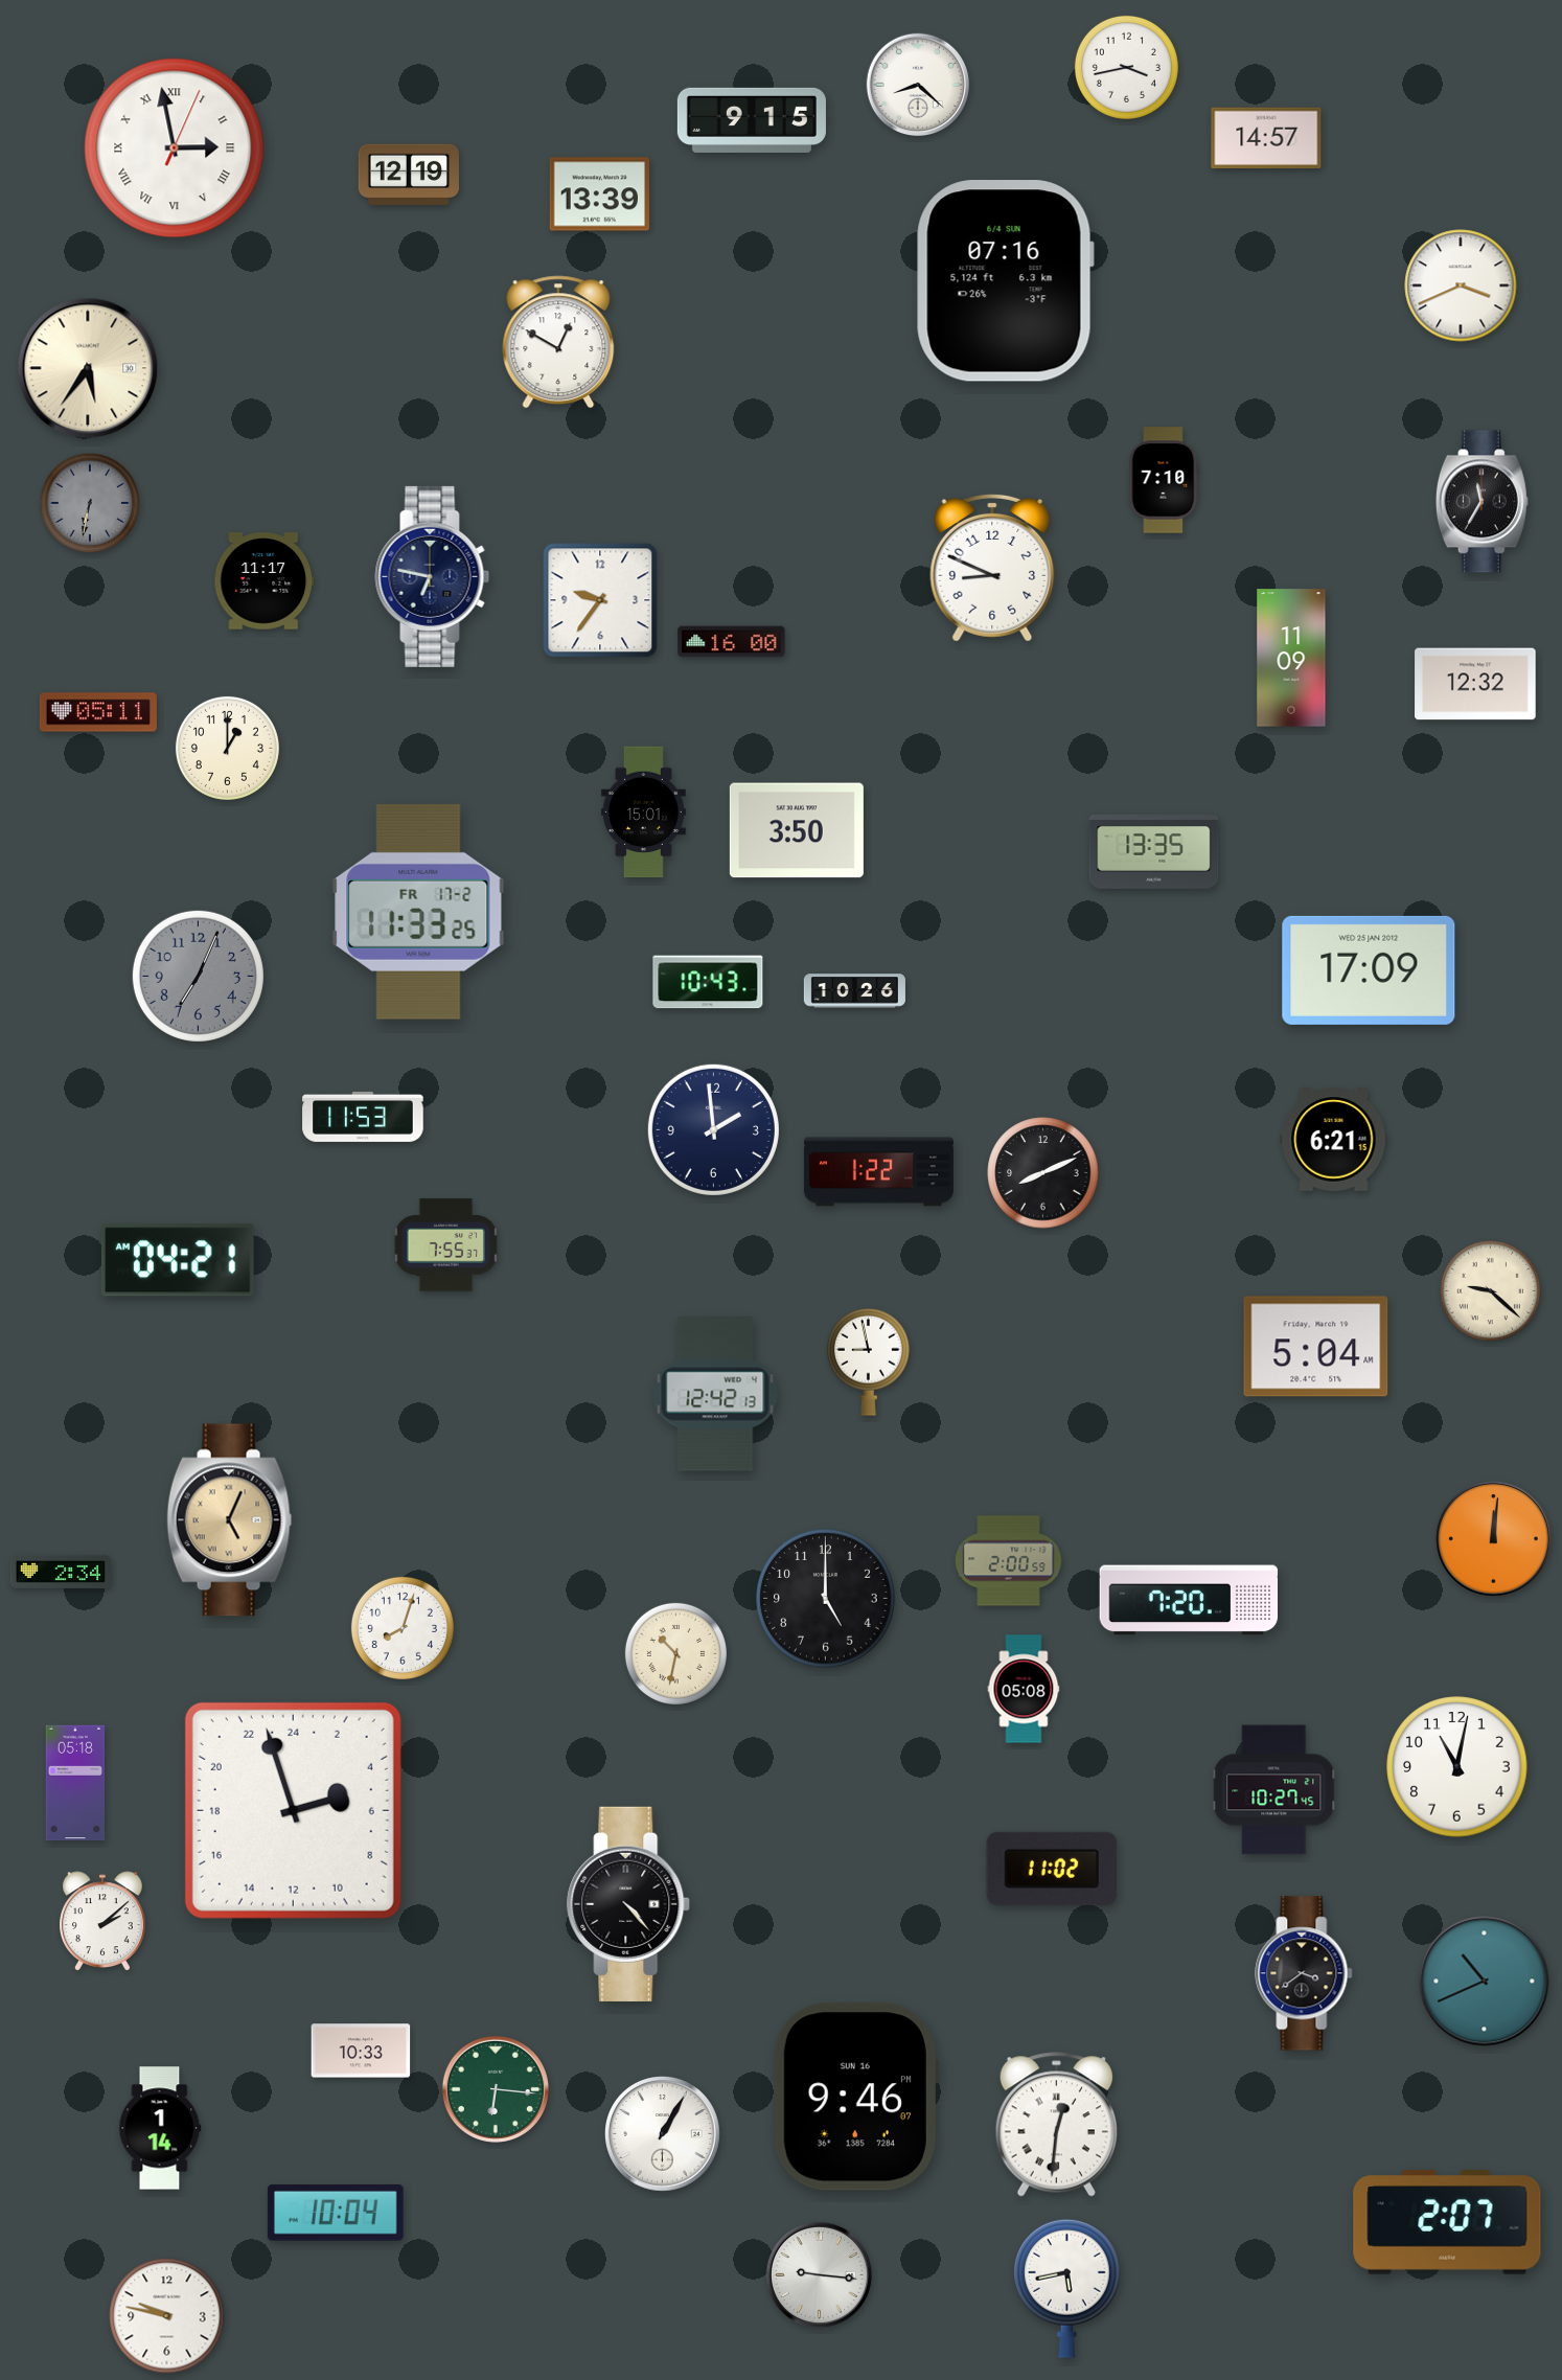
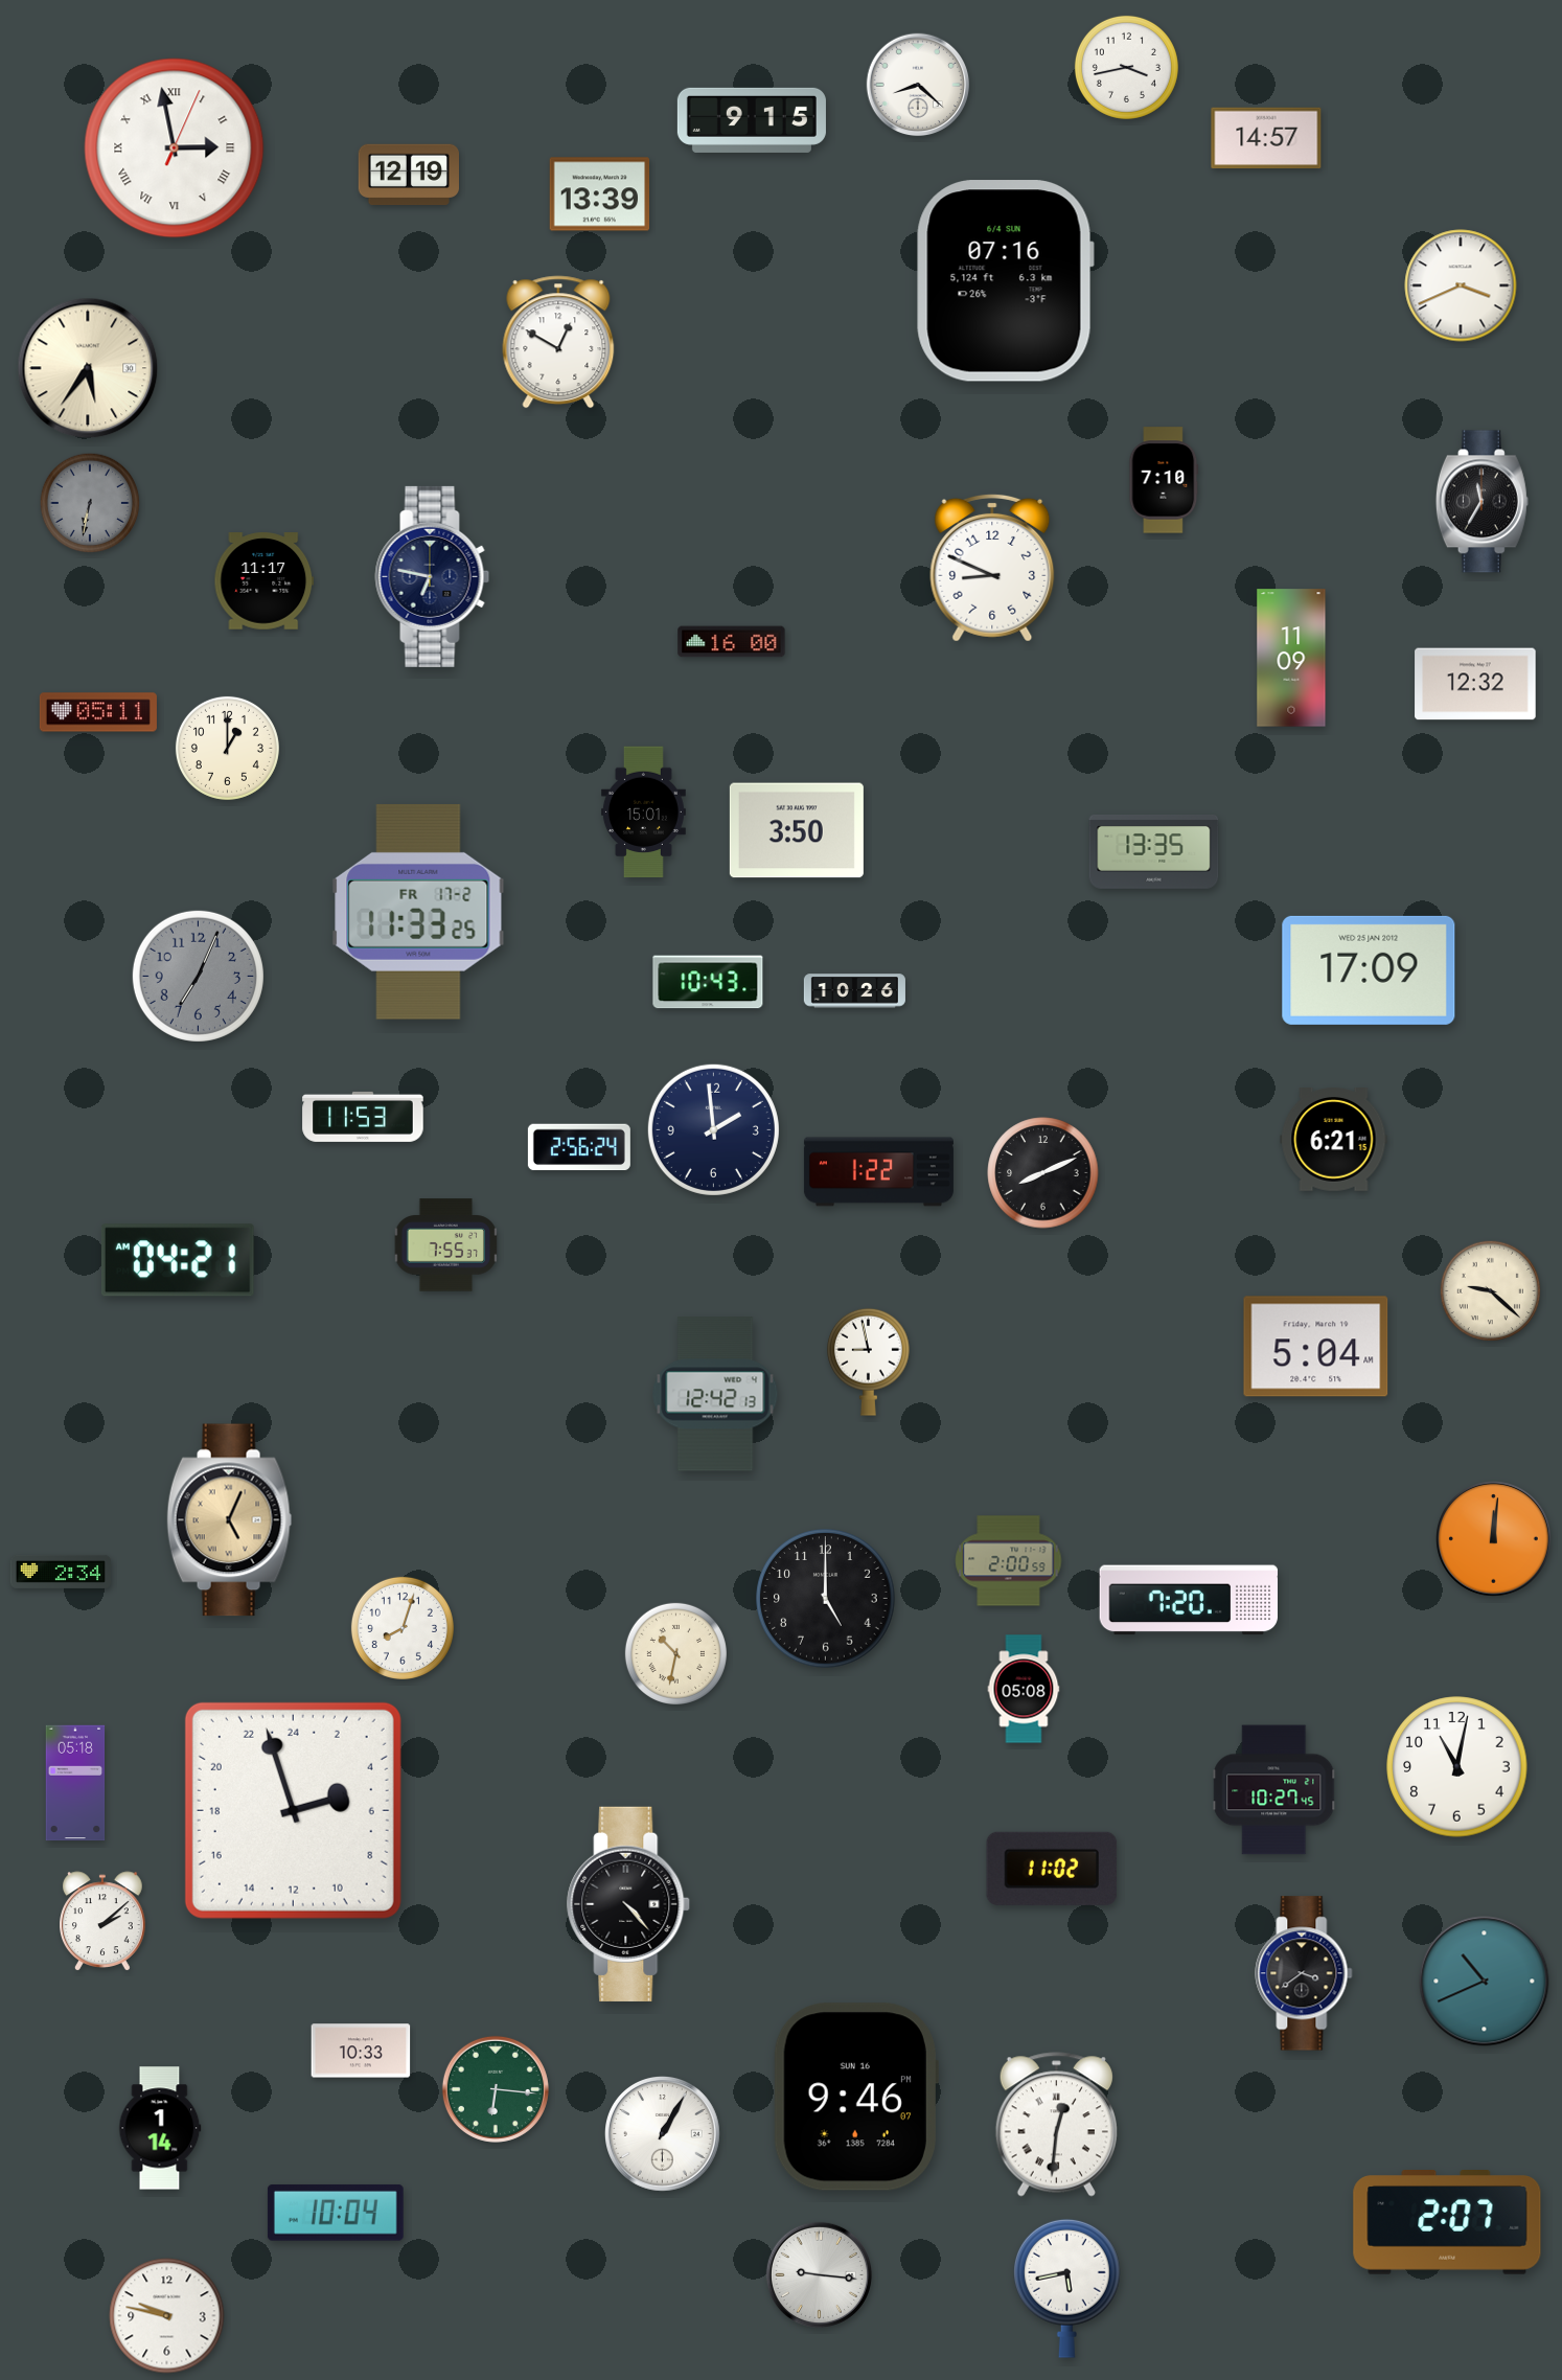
clock at (600, 600): 9:36 -> none
clock at (579, 1147): none -> 2:56
